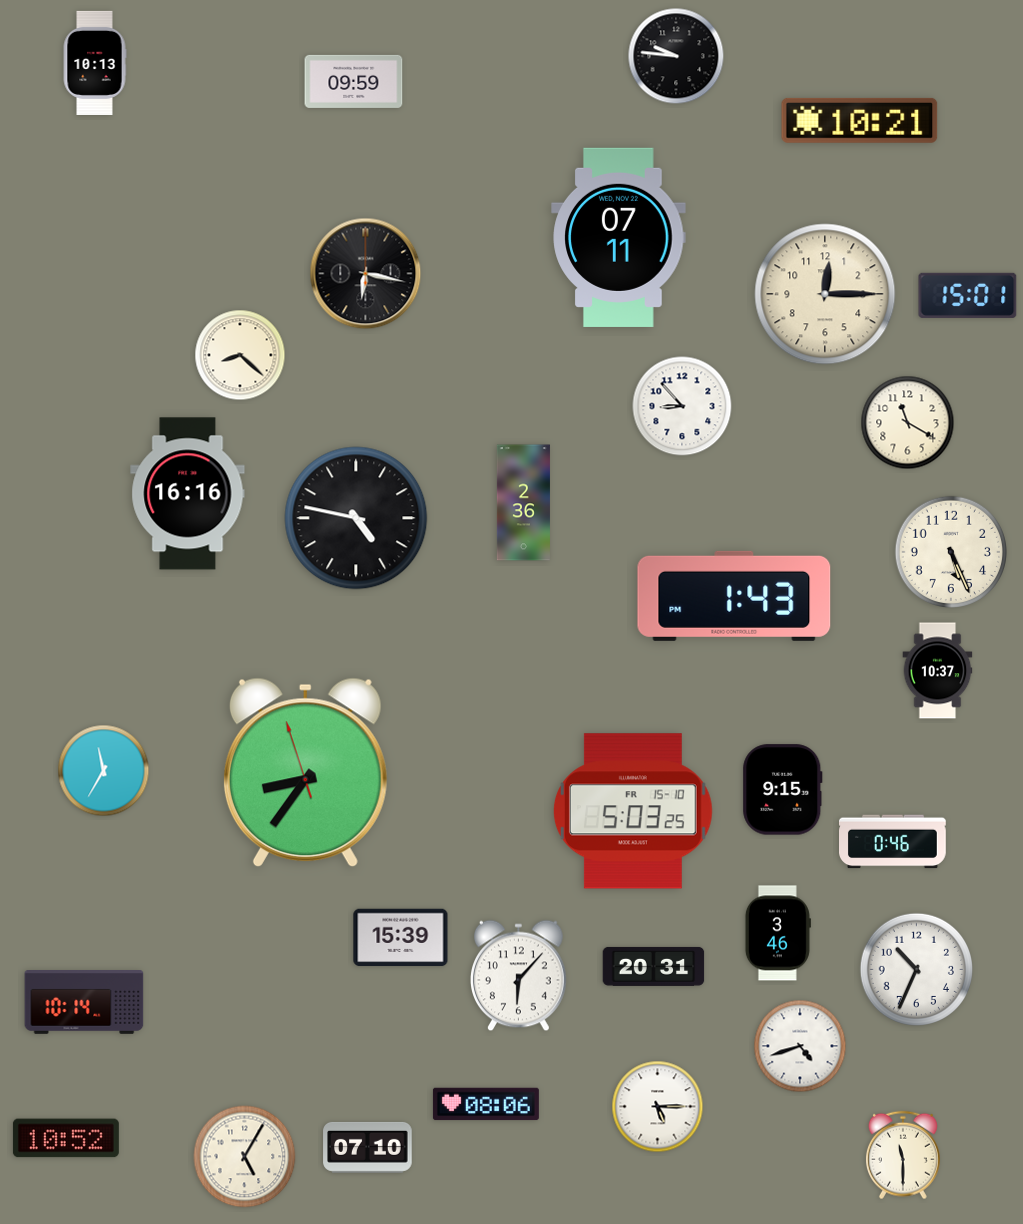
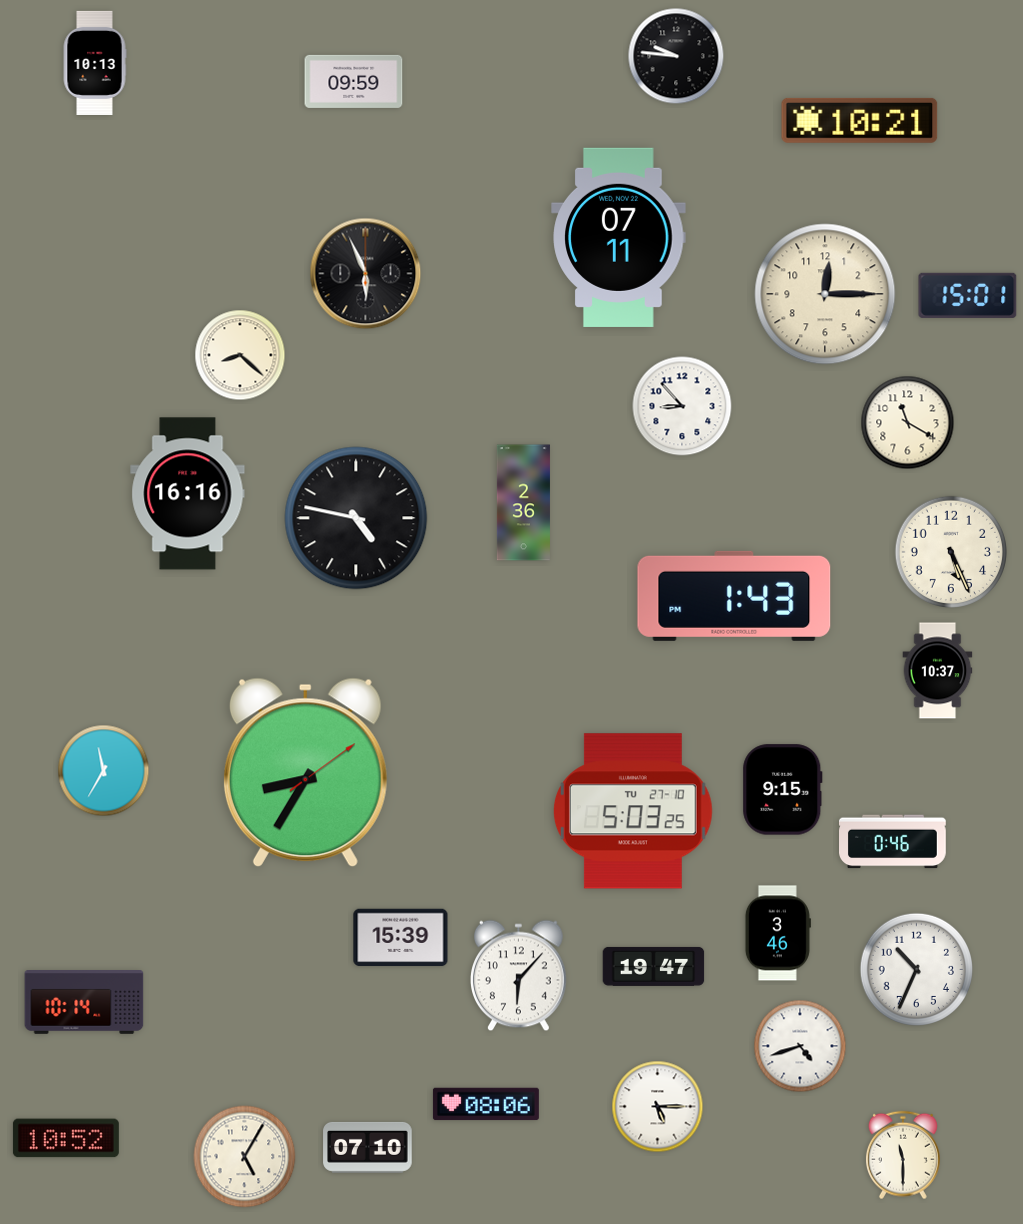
clock at (366, 274): 6:17 -> 5:56
clock at (305, 773): 8:35:57 -> 8:35:09
clock at (633, 811) date: FR 15-10 -> TU 27-10
clock at (654, 966): 20:31 -> 19:47
